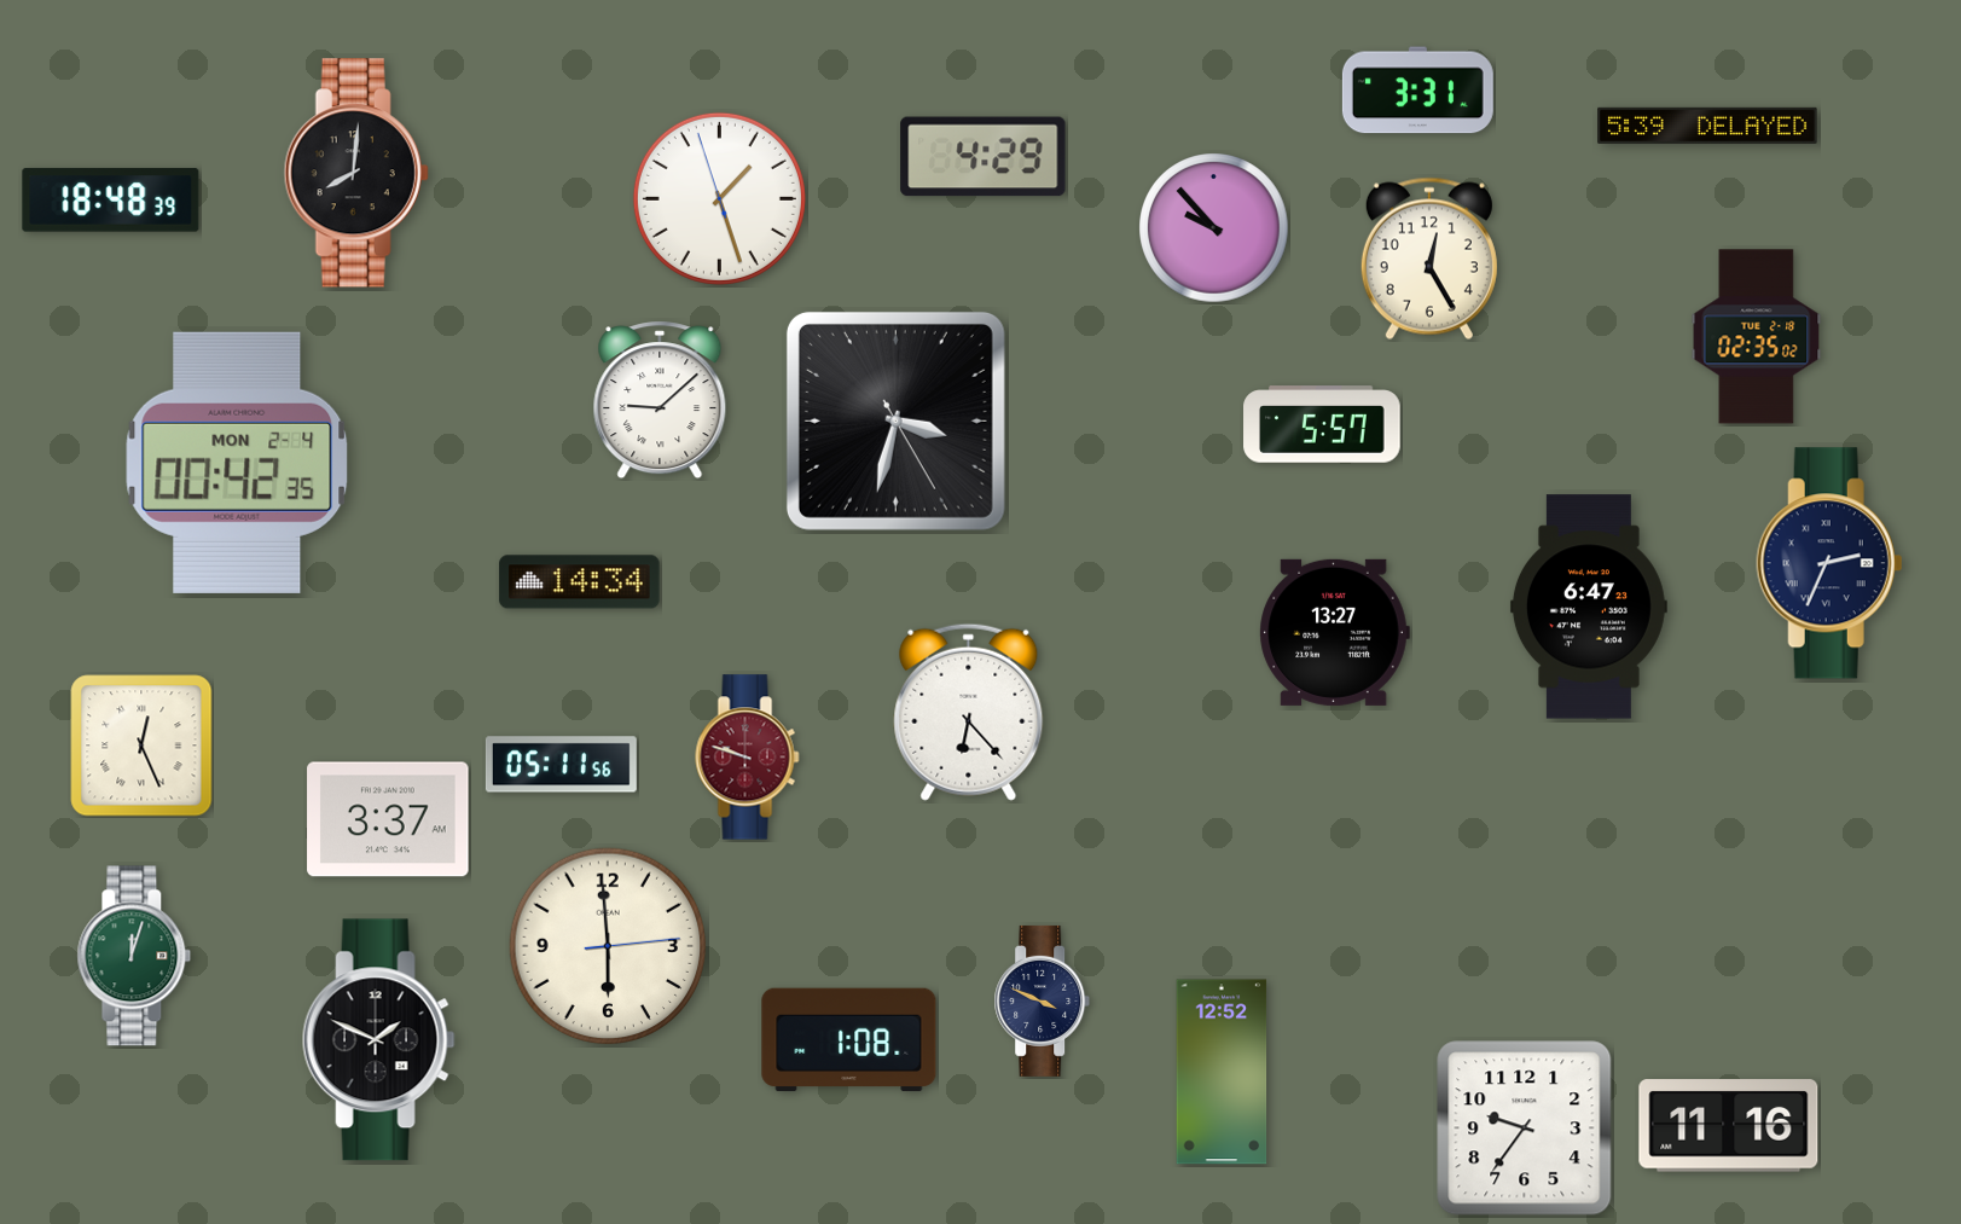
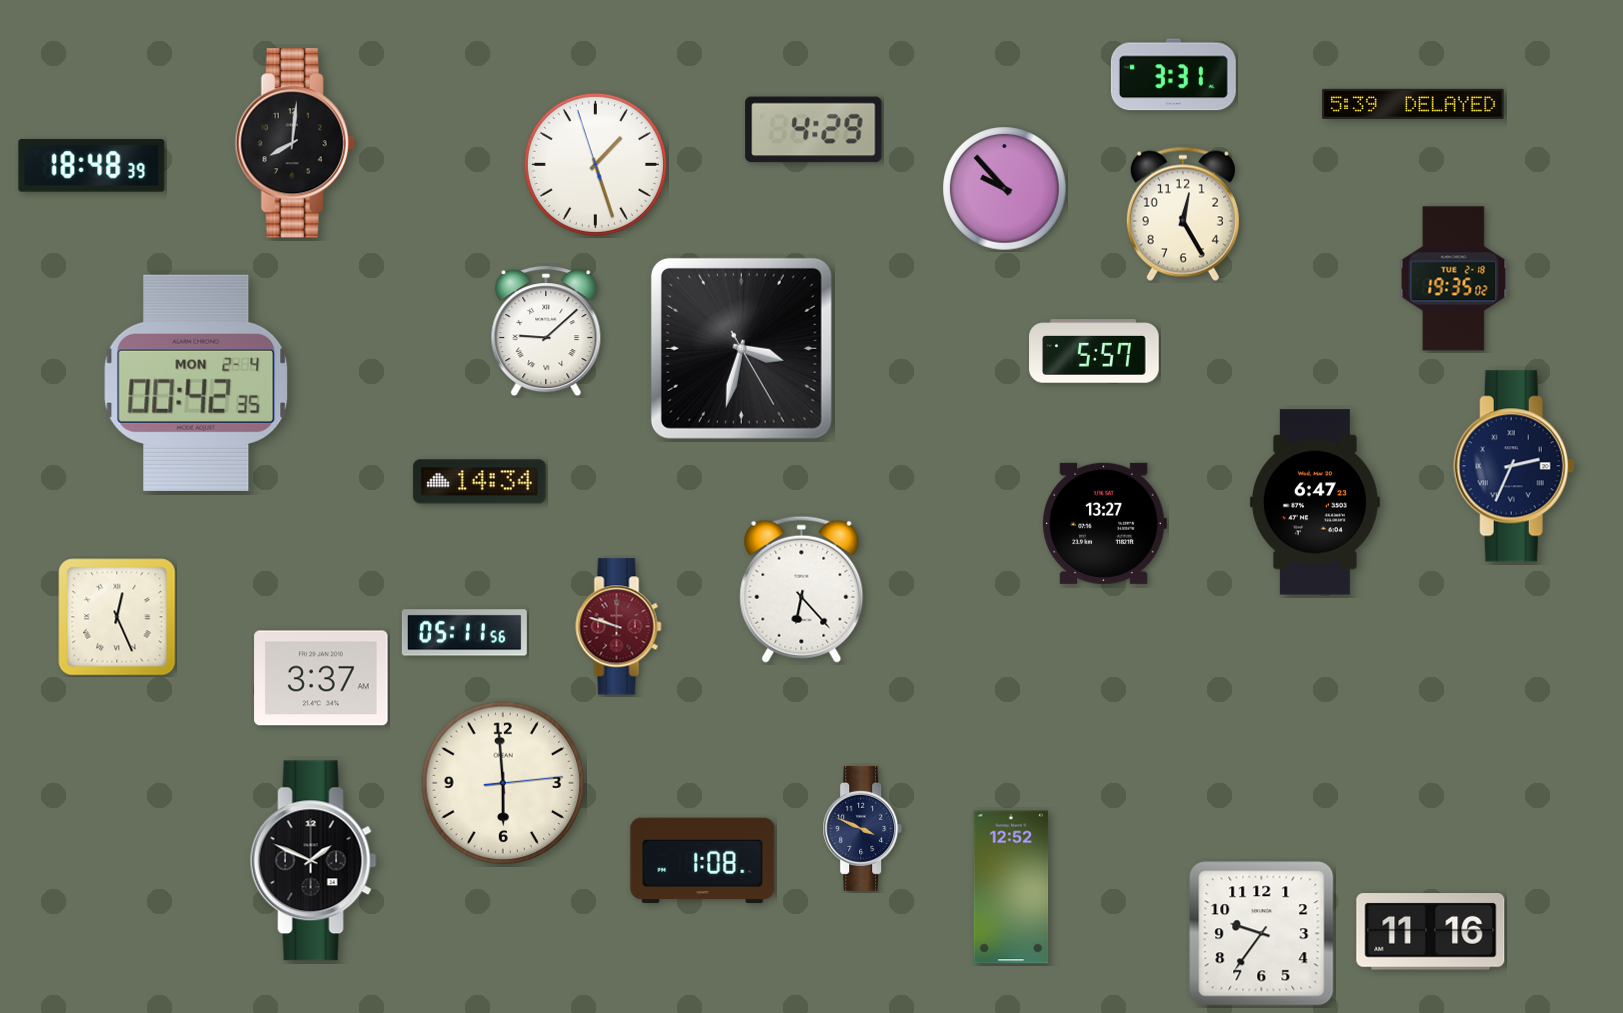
clock at (1757, 337): 02:35 -> 19:35
clock at (134, 956): 12:03 -> none
